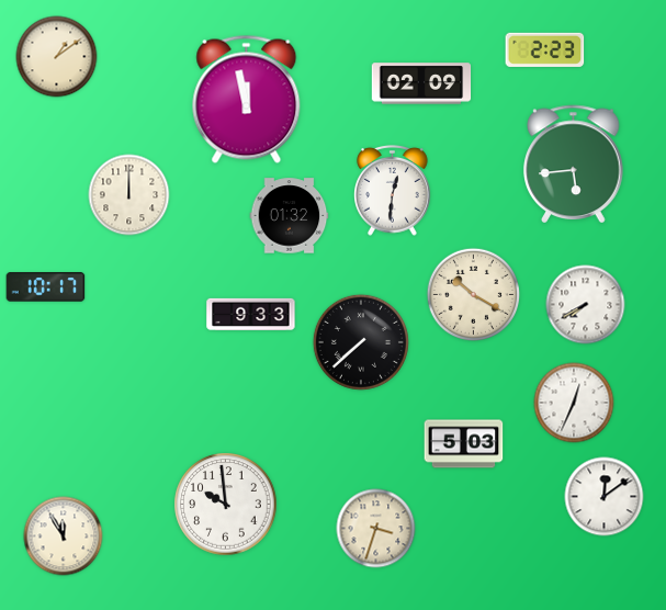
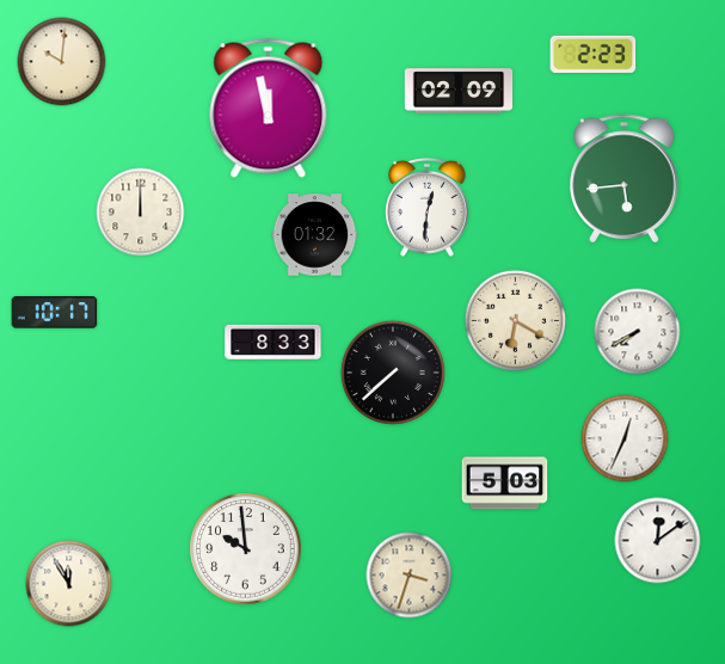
clock at (57, 57): 1:09 -> 10:01
clock at (46, 287) position: (46, 287) -> (55, 313)
clock at (473, 294): 10:20 -> 6:20
clock at (251, 314): 9:33 -> 8:33
